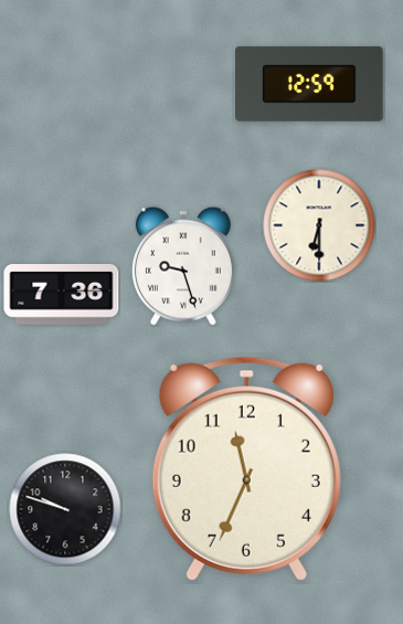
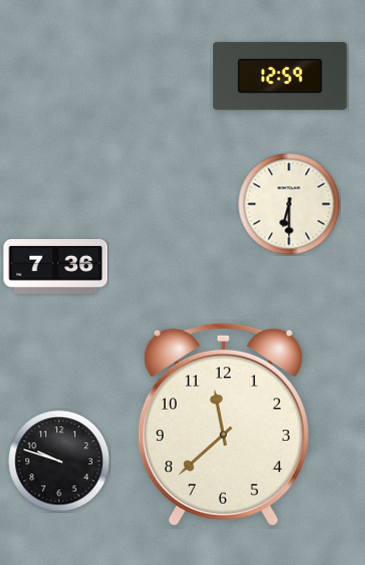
clock at (183, 266): 9:27 -> none
clock at (246, 468): 11:34 -> 11:38
